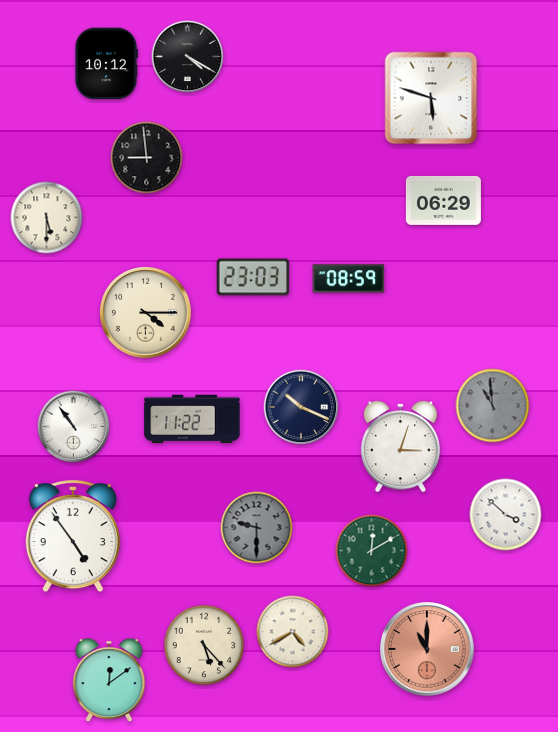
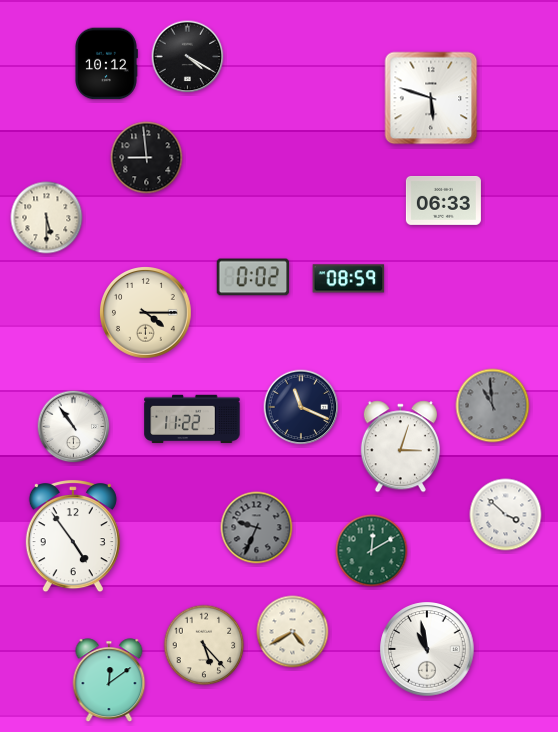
clock at (443, 200): 06:29 -> 06:33
clock at (253, 277): 23:03 -> 0:02
clock at (301, 407): 10:19 -> 11:19
clock at (257, 528): 9:30 -> 9:34
clock at (427, 649): 11:00 -> 10:58
clock at (427, 649) dial: salmon -> white
